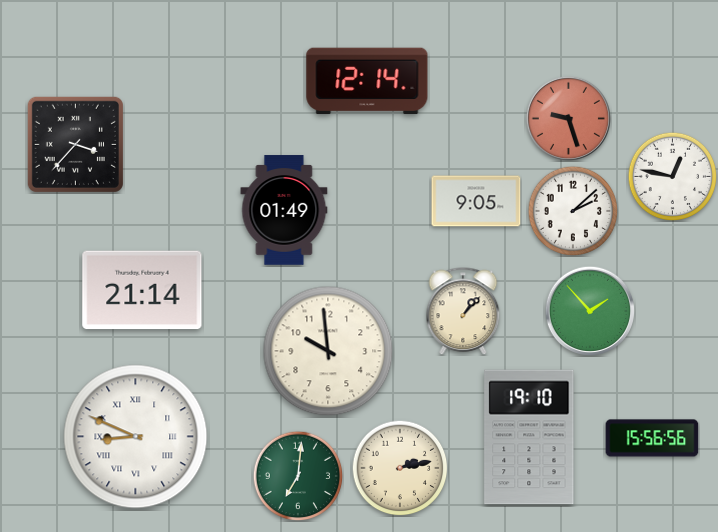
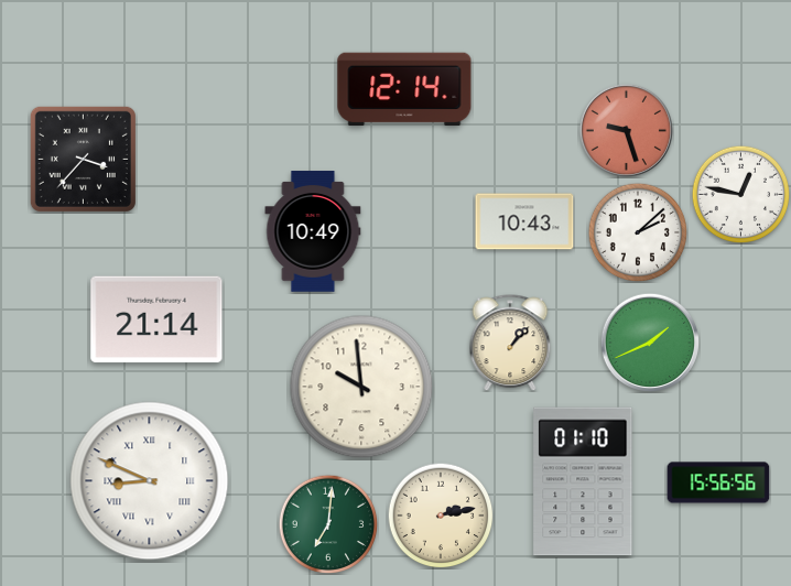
clock at (476, 201): 9:05 -> 10:43
clock at (284, 210): 01:49 -> 10:49
clock at (573, 211) position: (573, 211) -> (638, 232)
clock at (590, 311): 1:53 -> 1:41
clock at (529, 437): 19:10 -> 01:10
